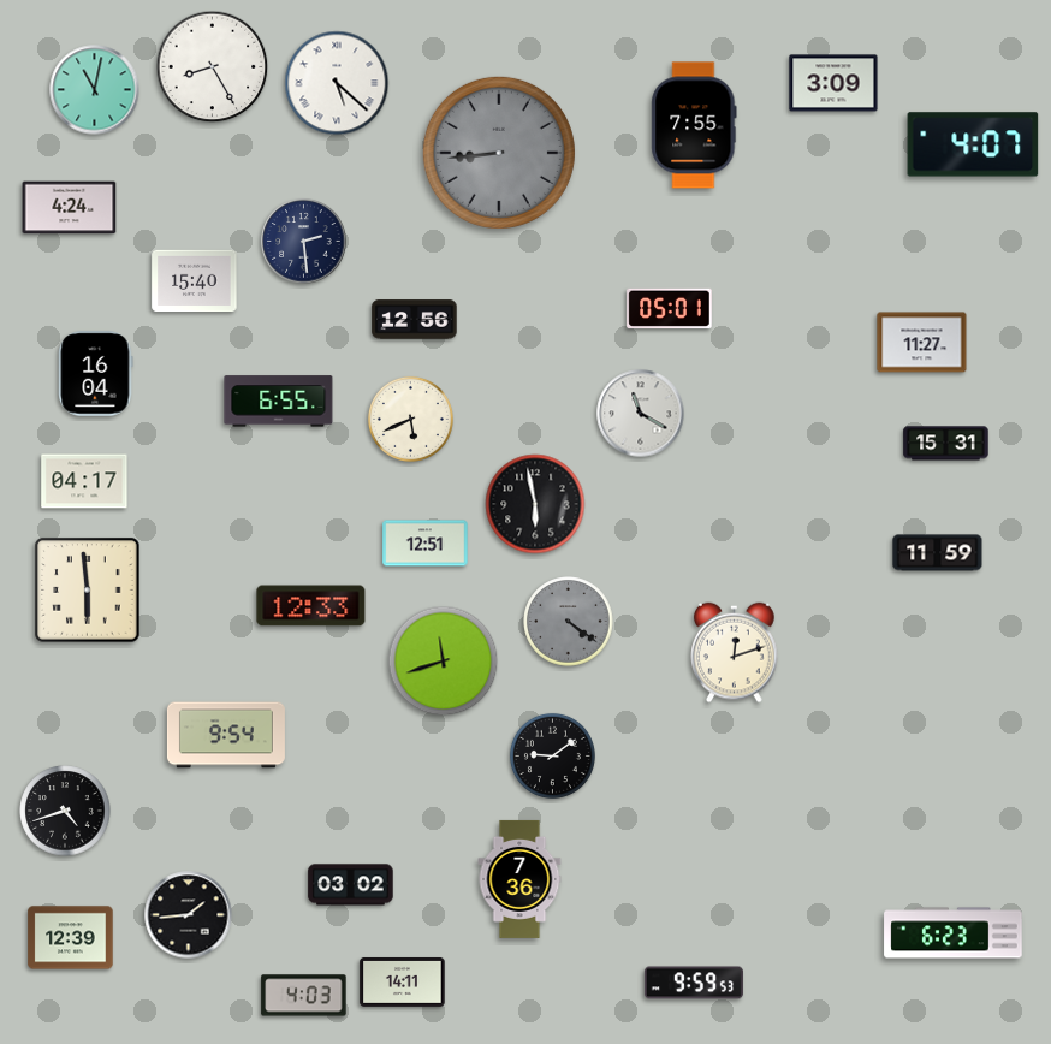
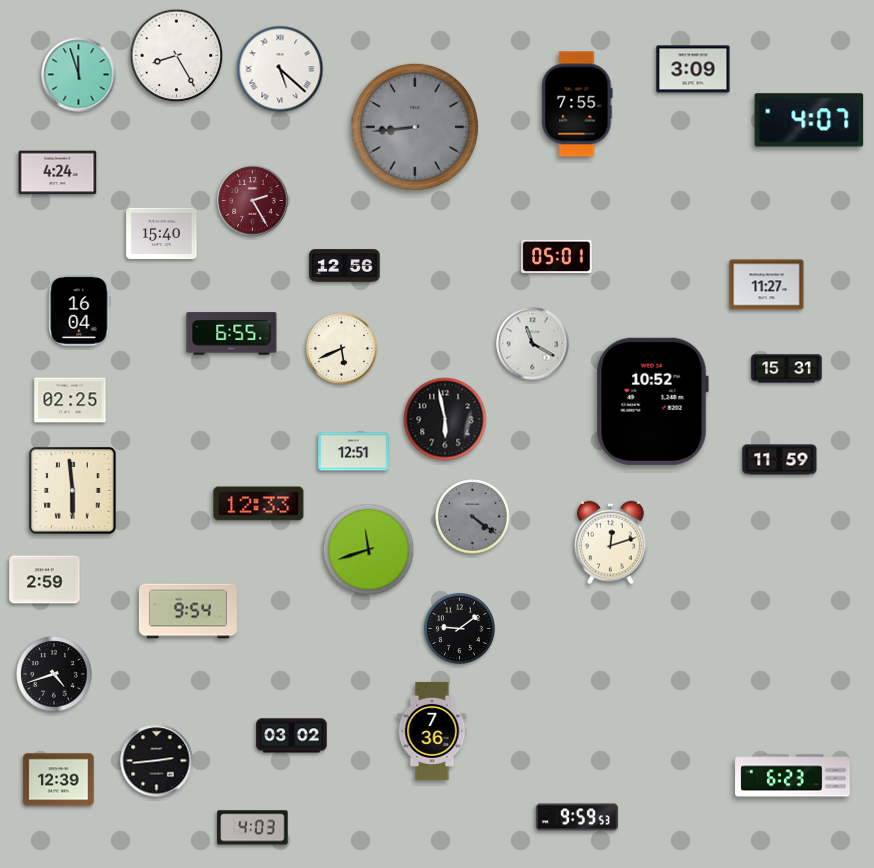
clock at (95, 90): 11:02 -> 11:57
clock at (304, 242): 2:29 -> 2:25
clock at (304, 242) dial: navy -> burgundy
clock at (84, 481): 04:17 -> 02:25
clock at (652, 401): none -> 10:52
clock at (45, 580): none -> 2:59
clock at (189, 915): 1:44 -> 2:44
clock at (403, 981): 14:11 -> none
